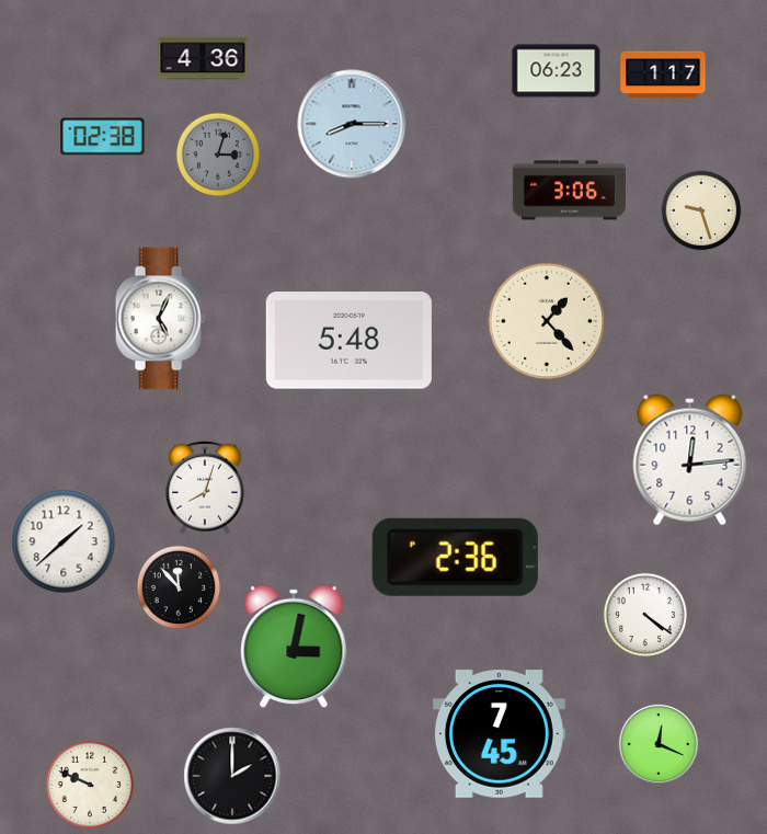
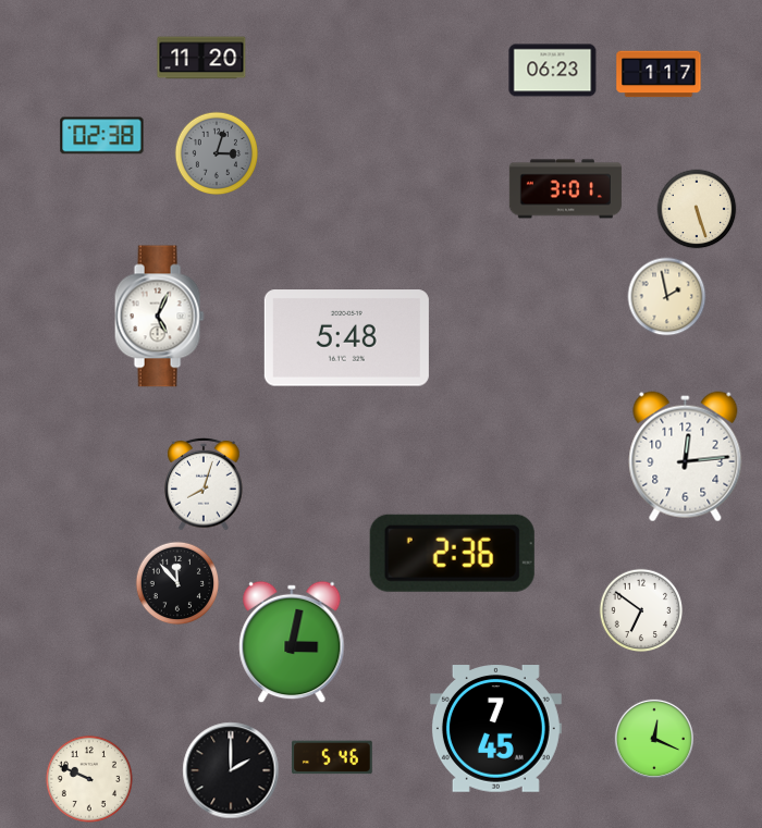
clock at (203, 58): 4:36 -> 11:20
clock at (352, 124): 8:15 -> none
clock at (569, 191): 3:06 -> 3:01
clock at (701, 210): 9:27 -> 5:27
clock at (667, 297): none -> 1:58
clock at (547, 321): 1:23 -> none
clock at (64, 541): 1:38 -> none
clock at (645, 615): 4:21 -> 6:51
clock at (333, 757): none -> 5:46
